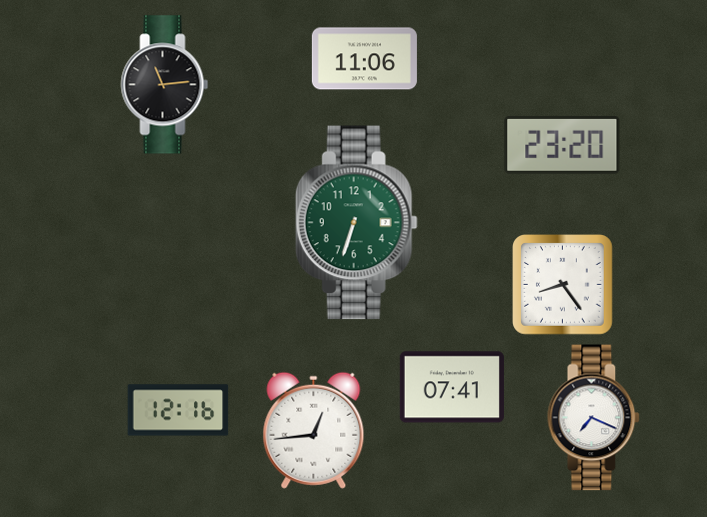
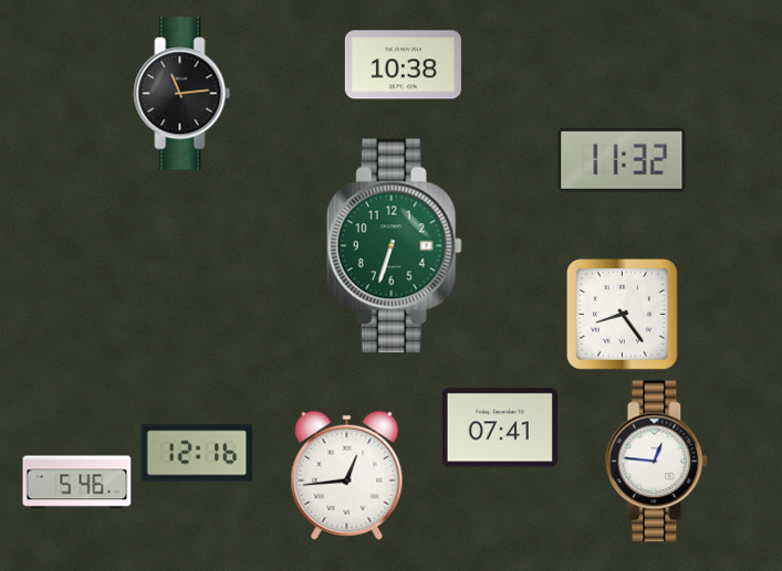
clock at (364, 59): 11:06 -> 10:38
clock at (562, 145): 23:20 -> 11:32
clock at (594, 418): 7:19 -> 12:46
clock at (77, 483): none -> 5:46
